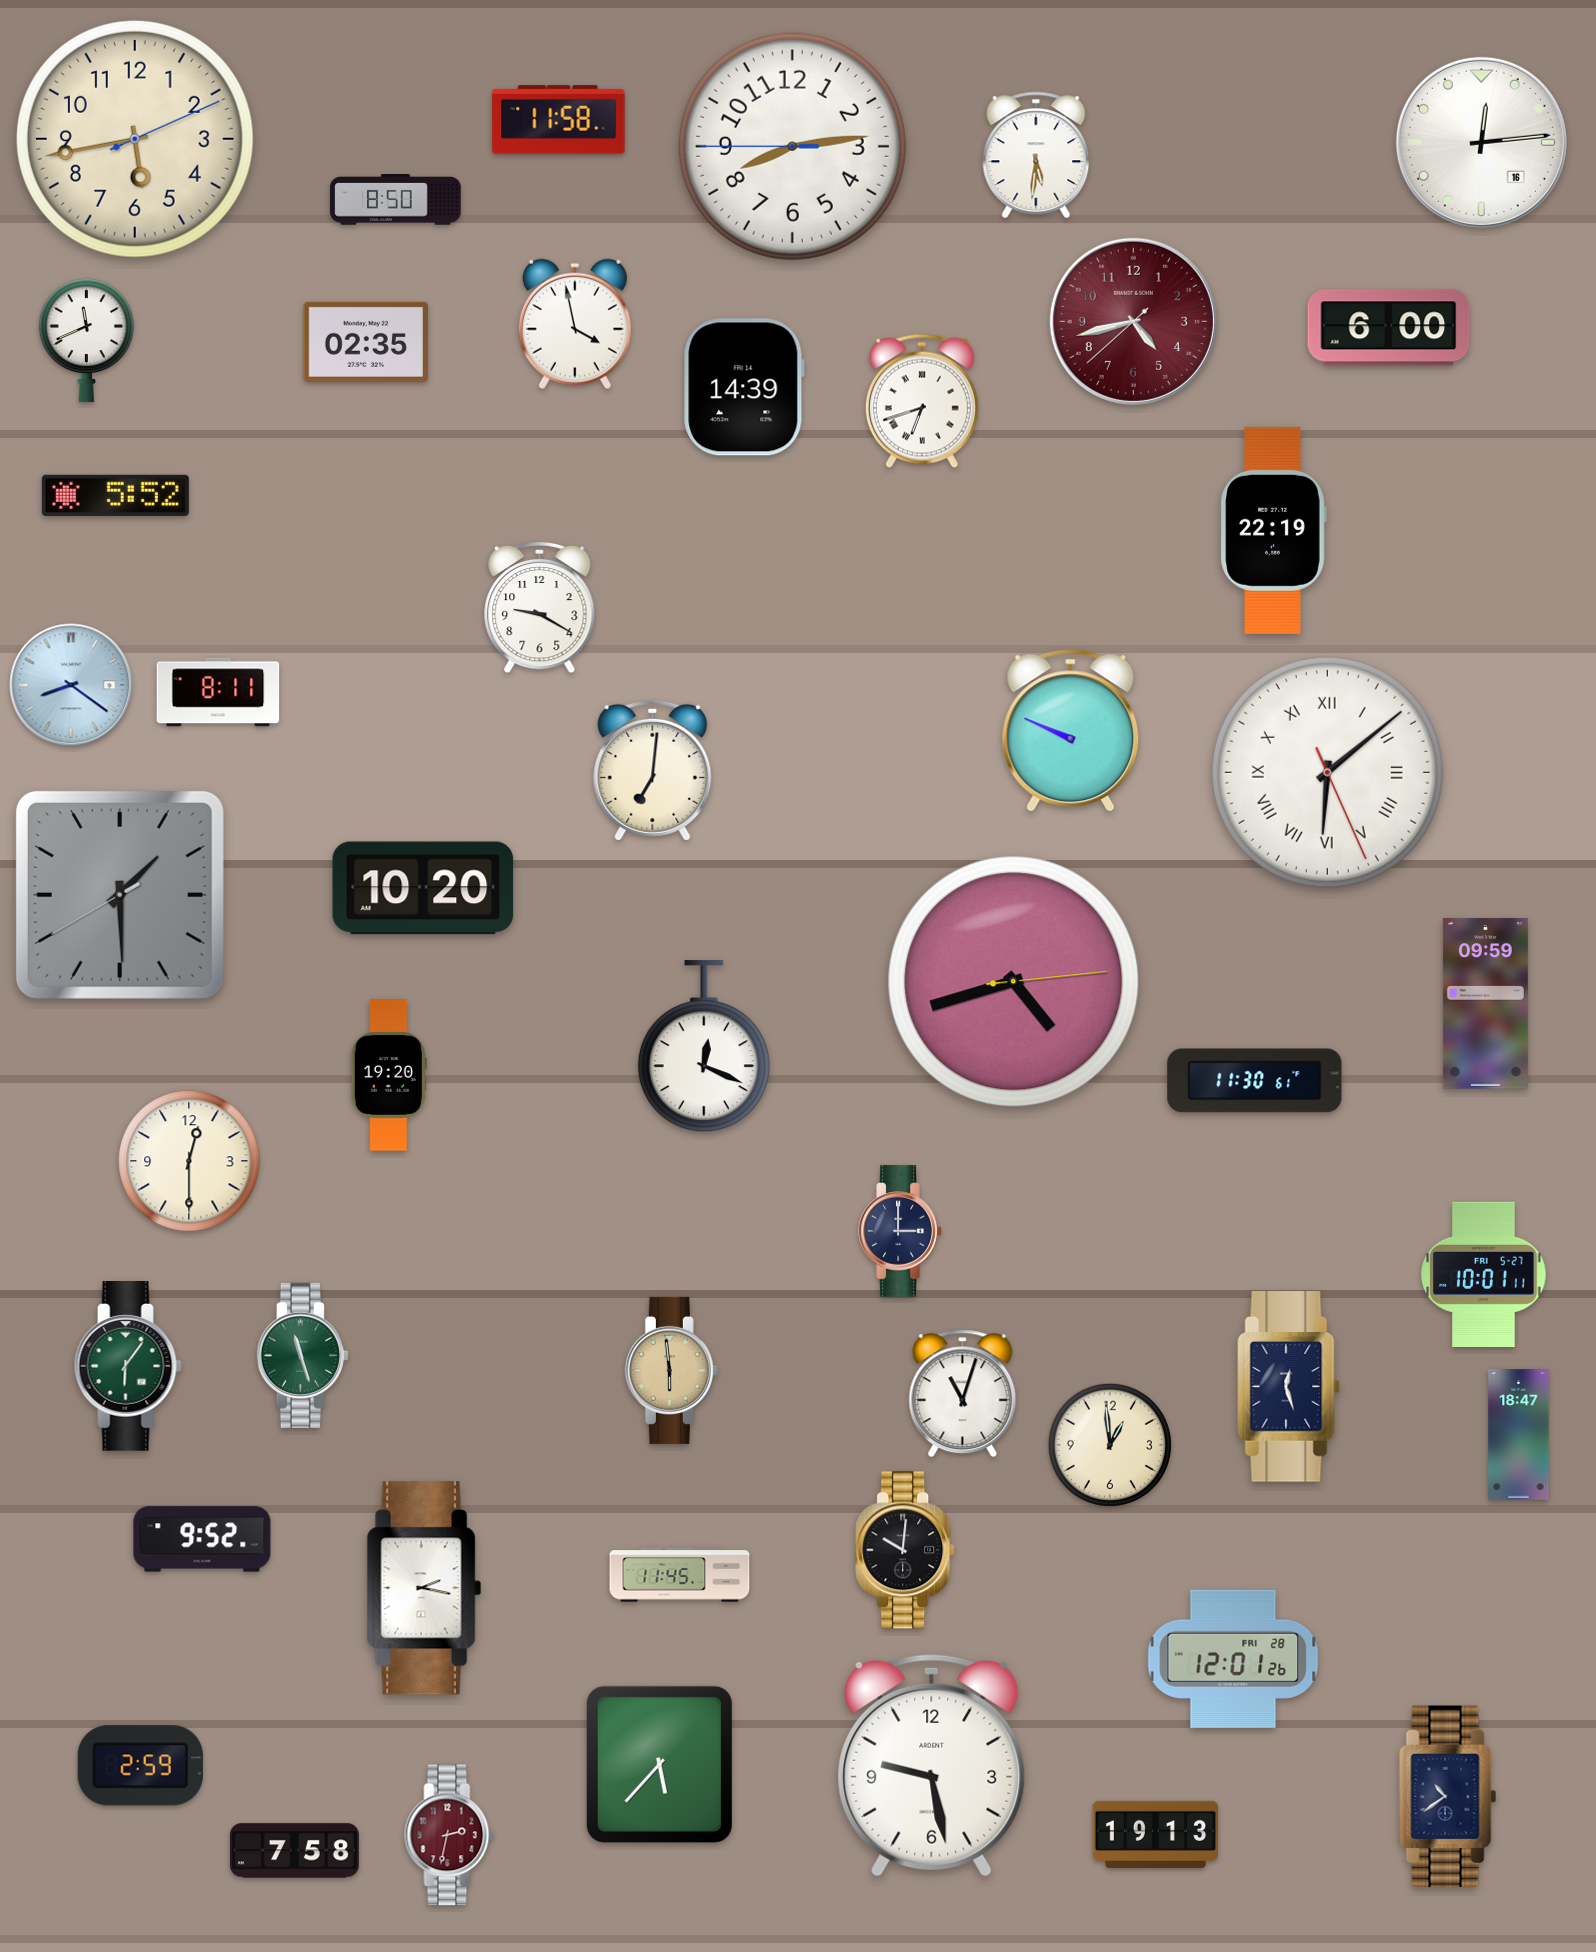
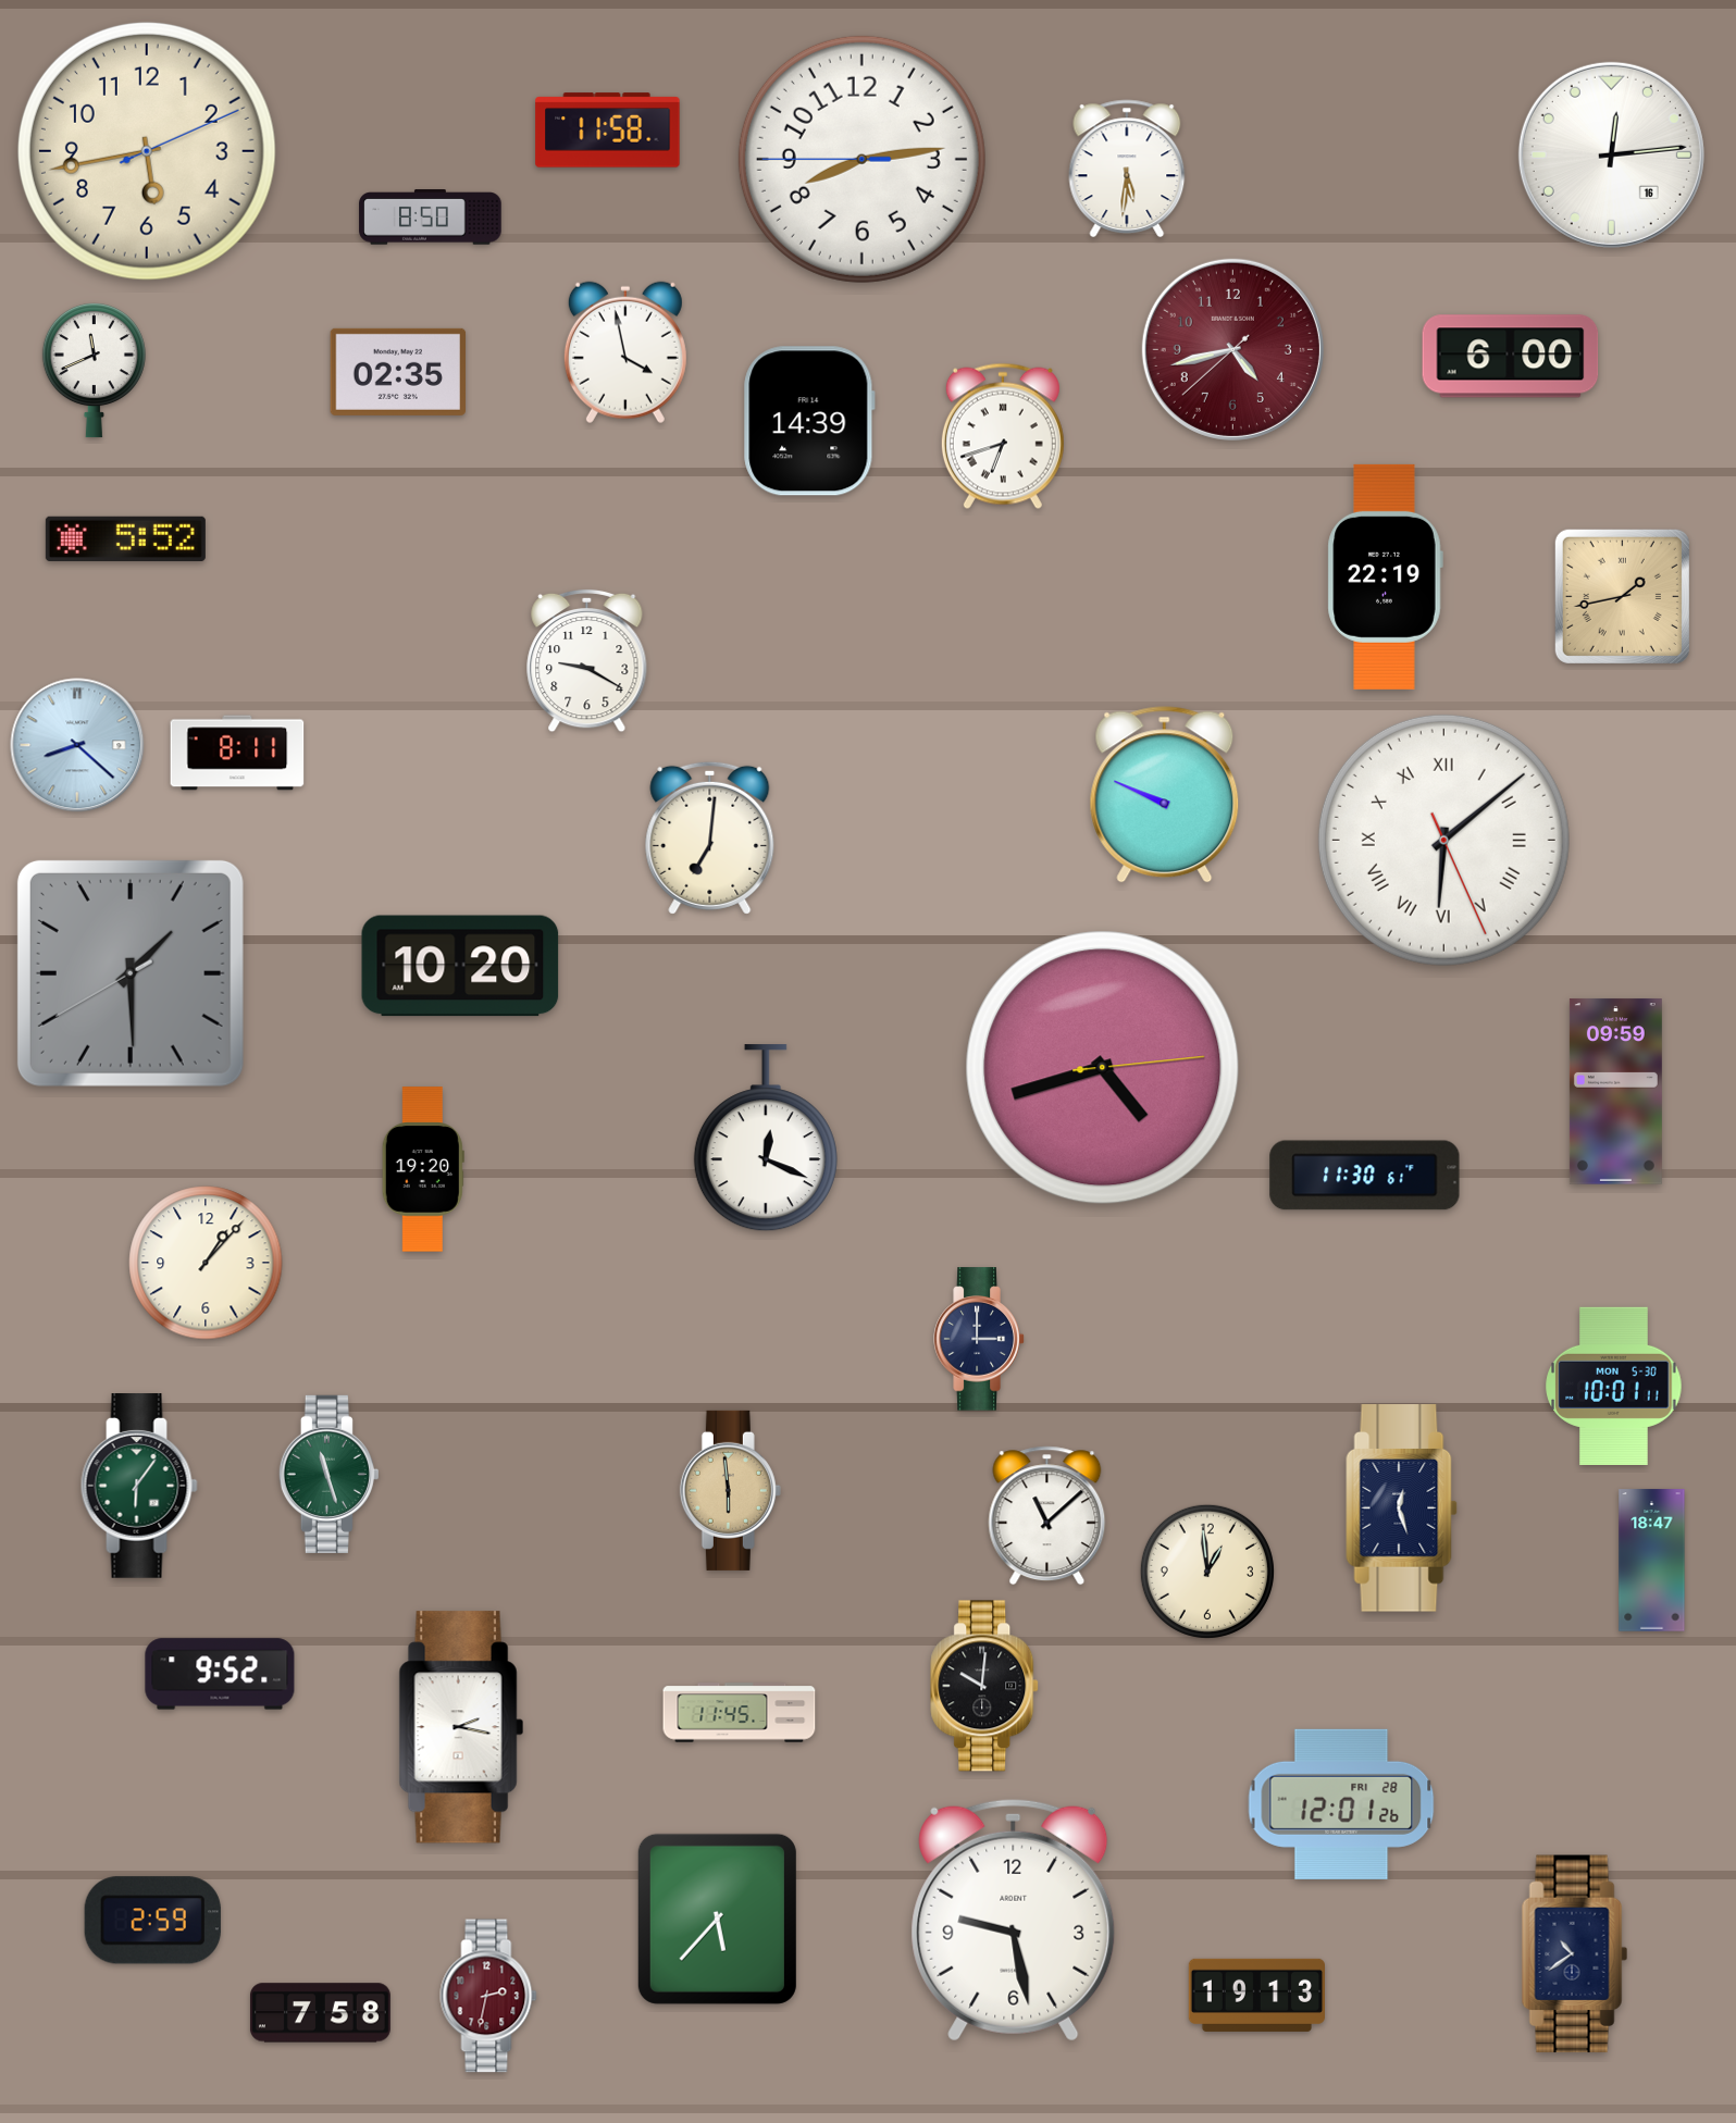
clock at (1622, 596): none -> 1:43
clock at (71, 685): 8:21 -> 8:22
clock at (189, 1161): 12:30 -> 1:07
clock at (1484, 1274) date: FRI 5-27 -> MON 5-30
clock at (963, 1394): 11:03 -> 11:08
